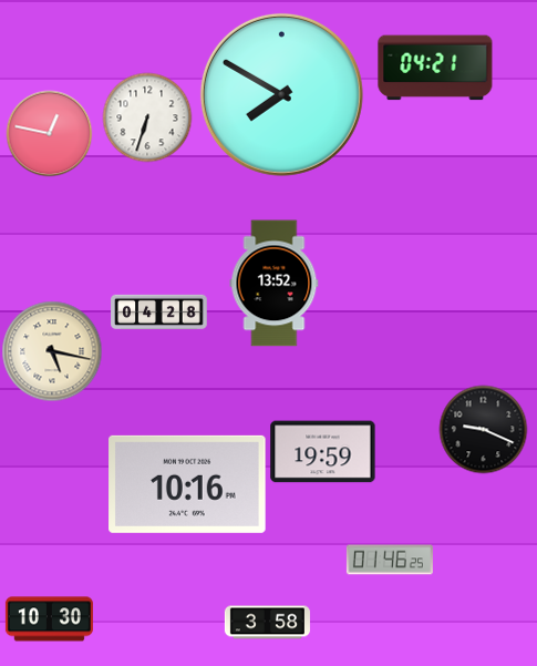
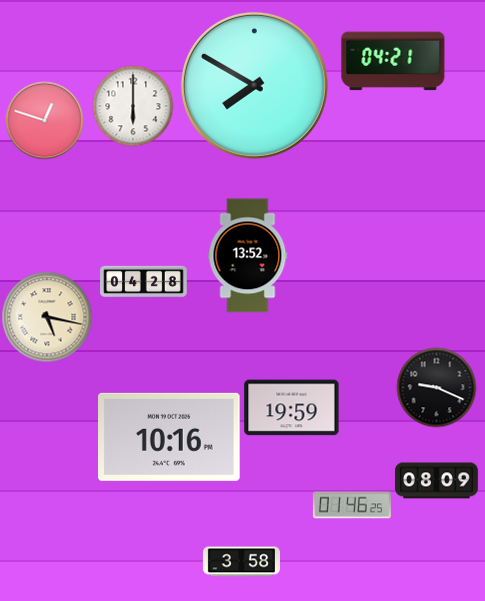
clock at (147, 117): 6:33 -> 6:00
clock at (49, 133): 12:47 -> 12:48
clock at (437, 481): none -> 08:09
clock at (49, 619): 10:30 -> none
